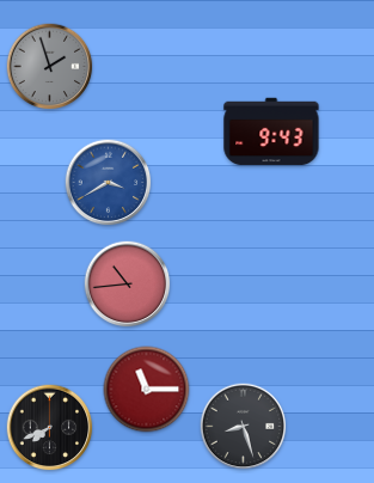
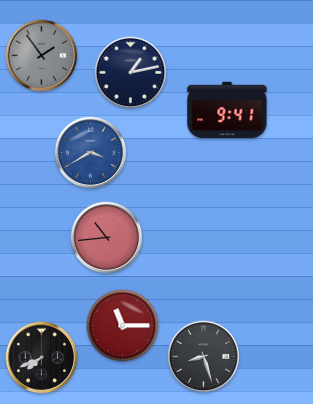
clock at (50, 67): 1:57 -> 1:54
clock at (131, 73): none -> 1:13
clock at (271, 132): 9:43 -> 9:41
